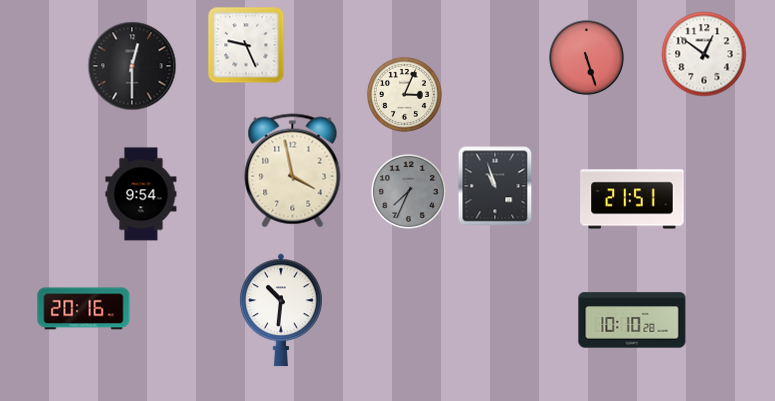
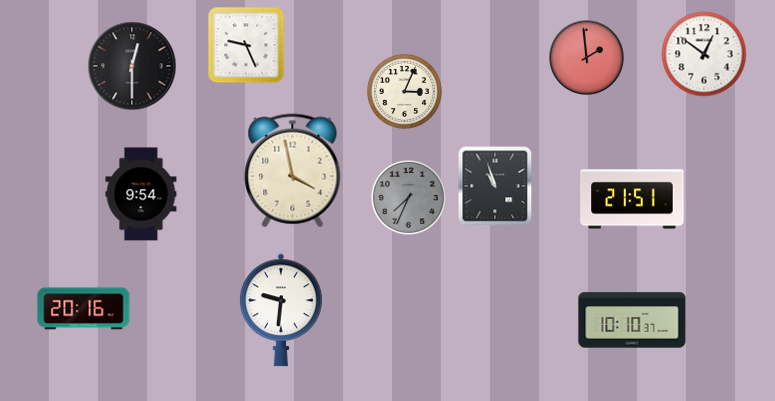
clock at (587, 58): 5:27 -> 1:59
clock at (404, 94) position: (404, 94) -> (404, 91)
clock at (408, 191) position: (408, 191) -> (408, 197)
clock at (281, 310): 10:31 -> 9:31
clock at (632, 320): 10:10:28 -> 10:10:37
